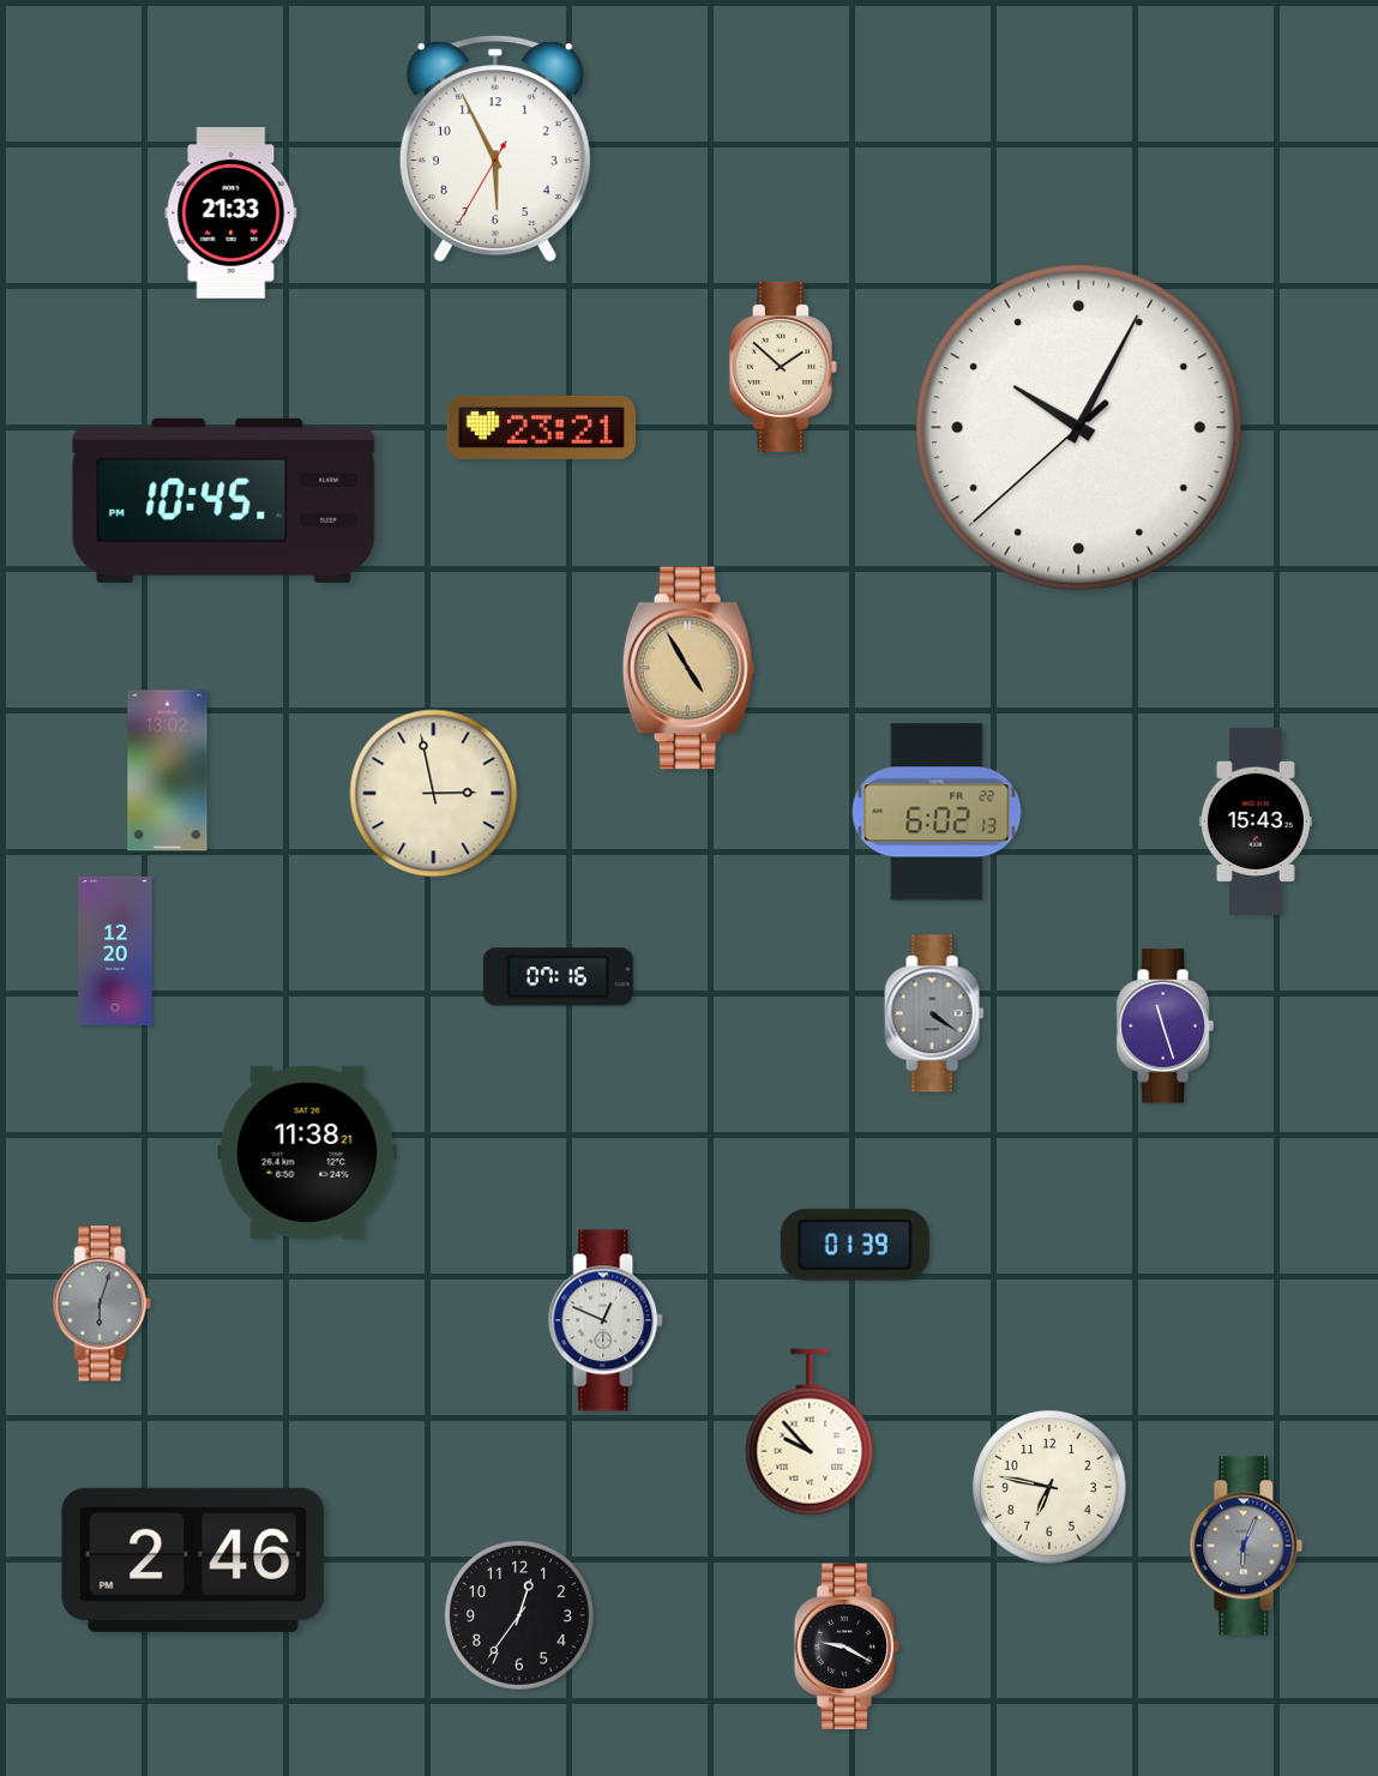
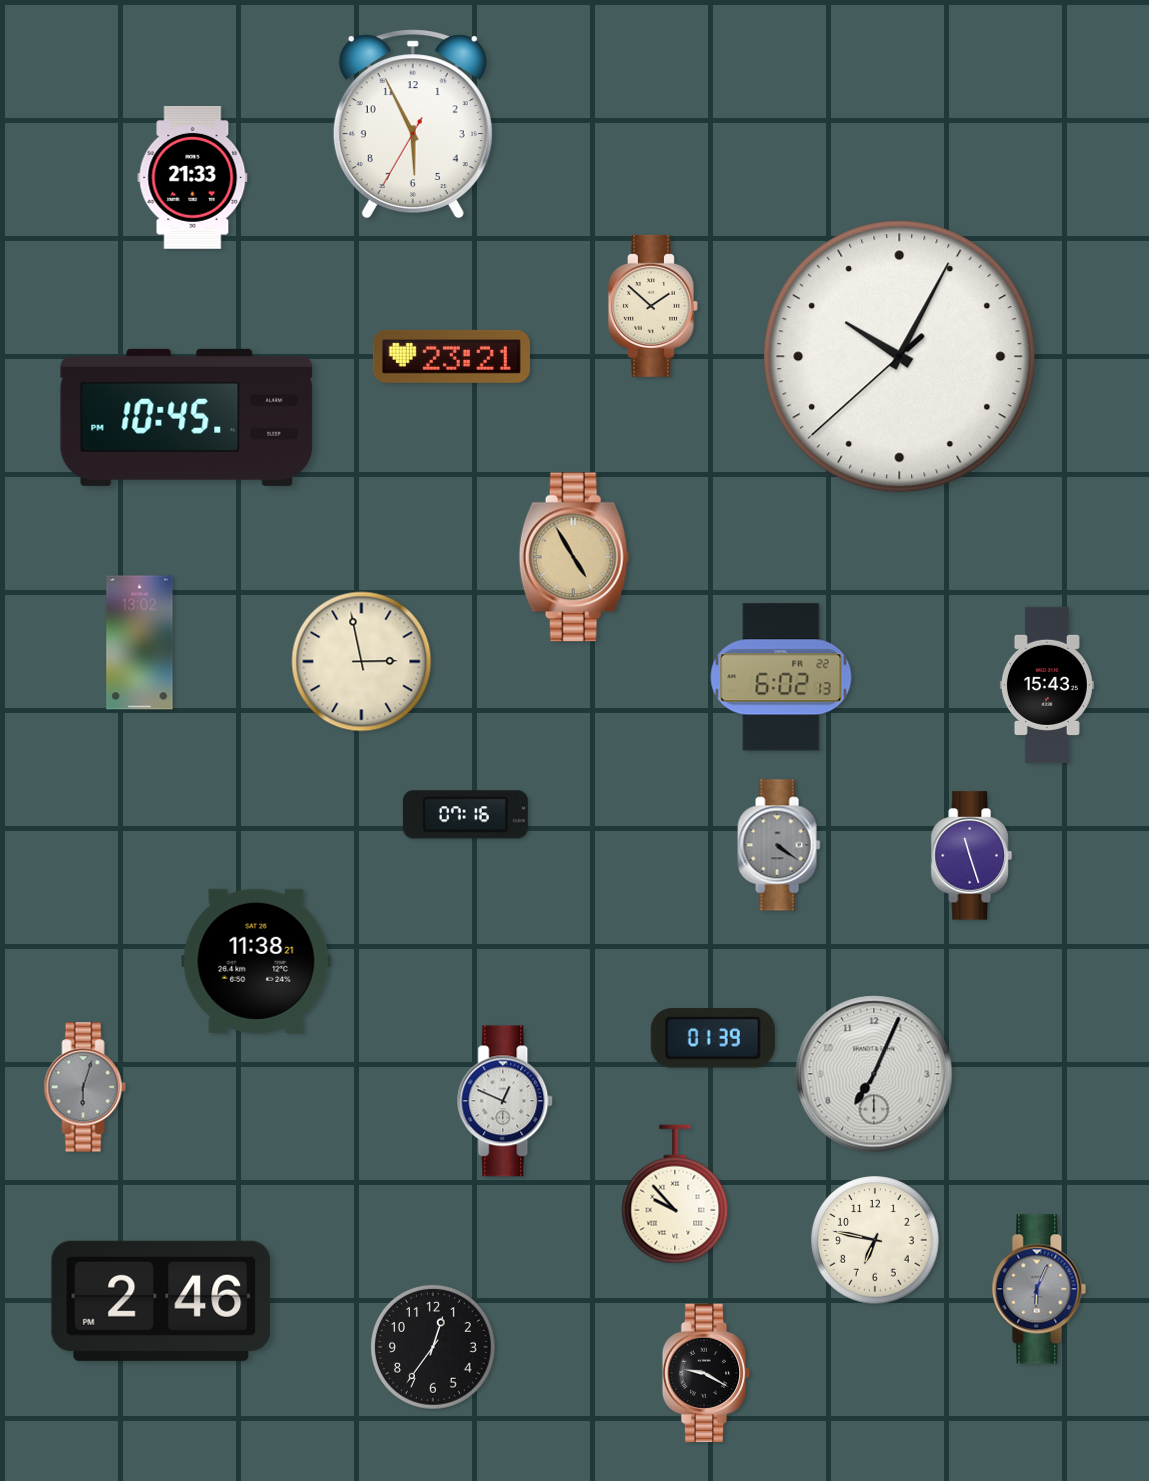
clock at (115, 951): 12:20 -> none
clock at (874, 1074): none -> 7:04
